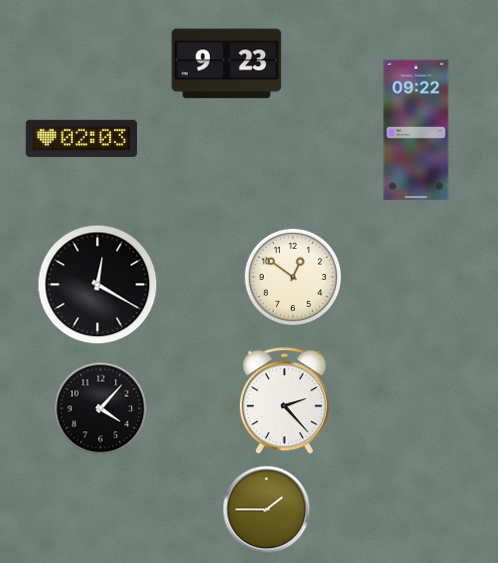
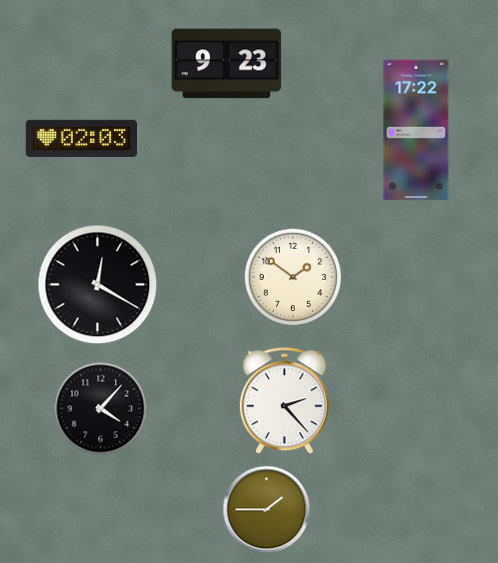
clock at (416, 130): 09:22 -> 17:22
clock at (292, 276): 12:51 -> 1:51
